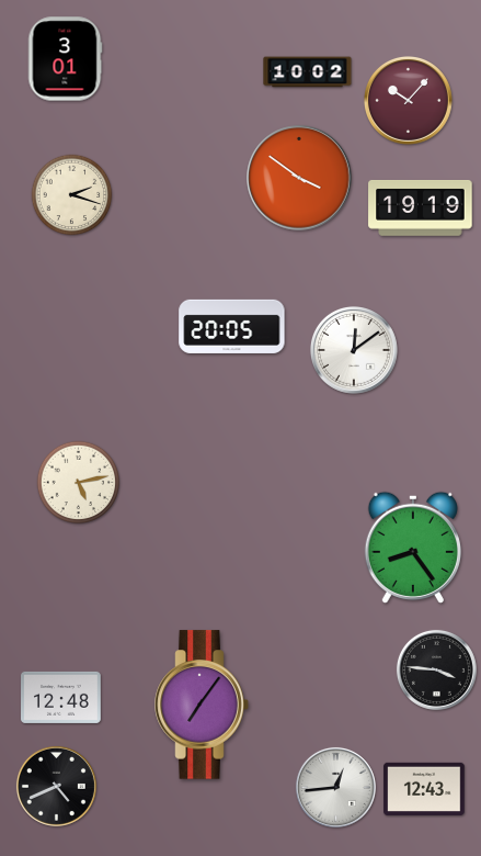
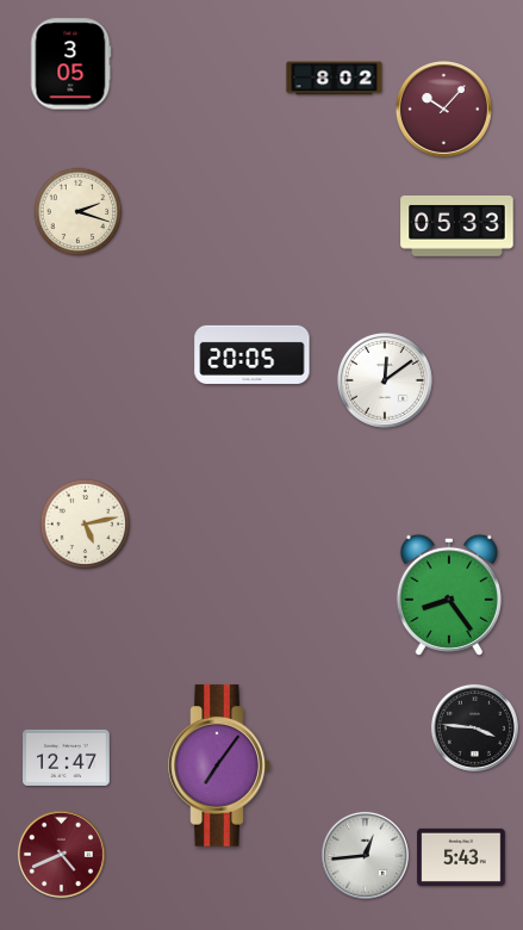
clock at (65, 59): 3:01 -> 3:05
clock at (308, 72): 10:02 -> 8:02
clock at (299, 178): 3:51 -> none
clock at (421, 207): 19:19 -> 05:33
clock at (61, 697): 12:48 -> 12:47
clock at (56, 786) dial: black -> burgundy
clock at (424, 789): 12:43 -> 5:43
